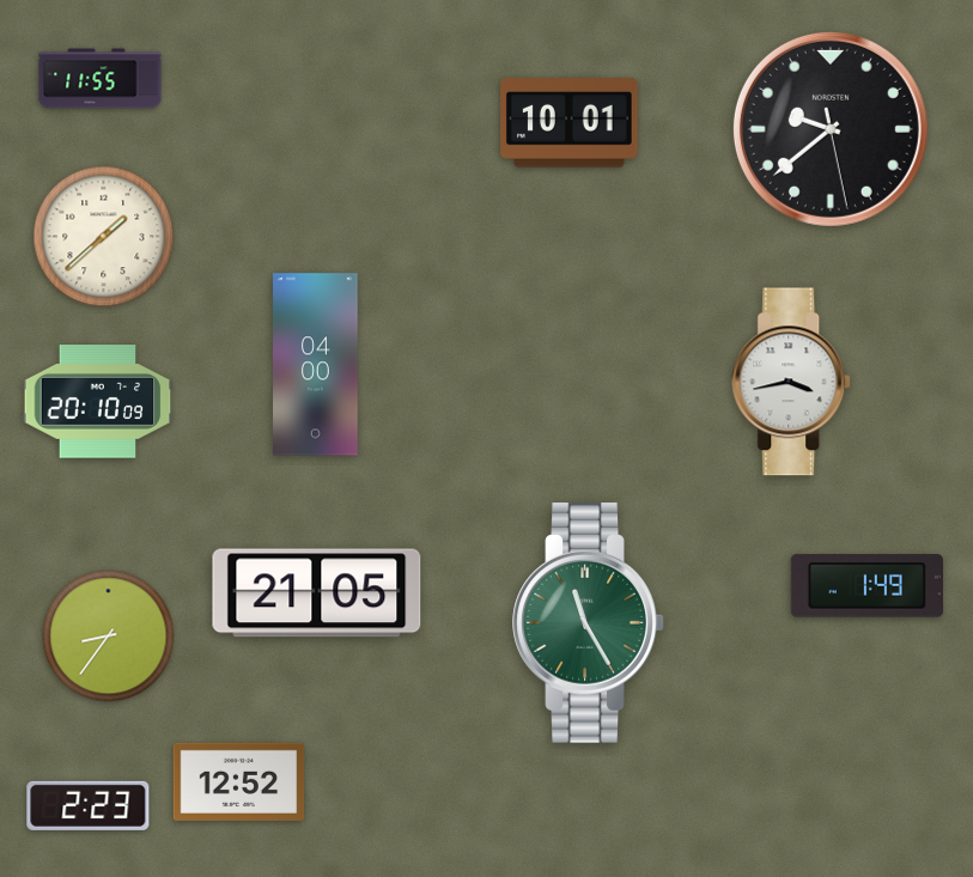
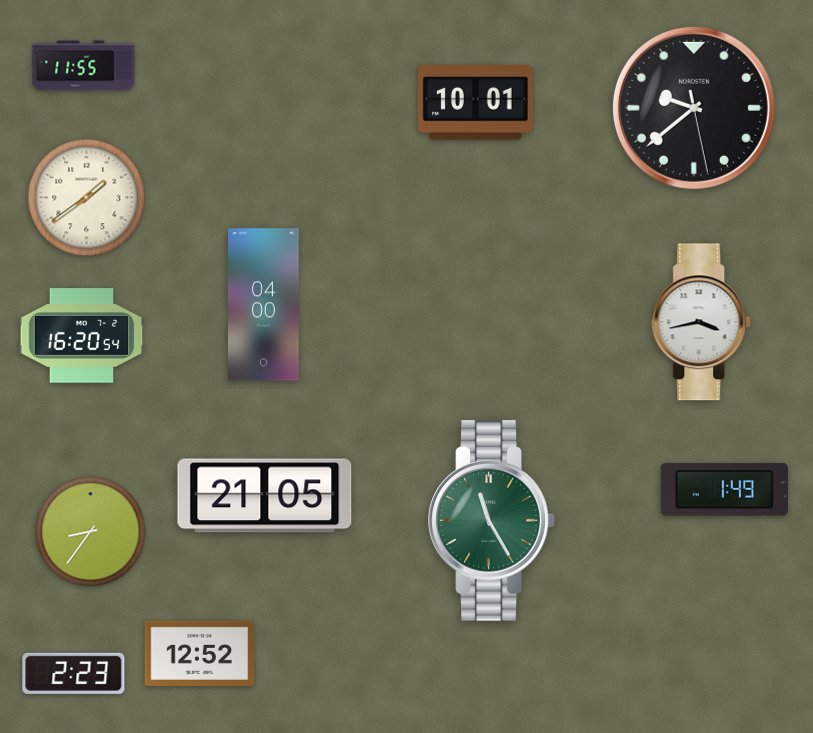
clock at (104, 237): 1:38 -> 1:39
clock at (792, 382) position: (792, 382) -> (702, 322)
clock at (98, 402): 20:10 -> 16:20
